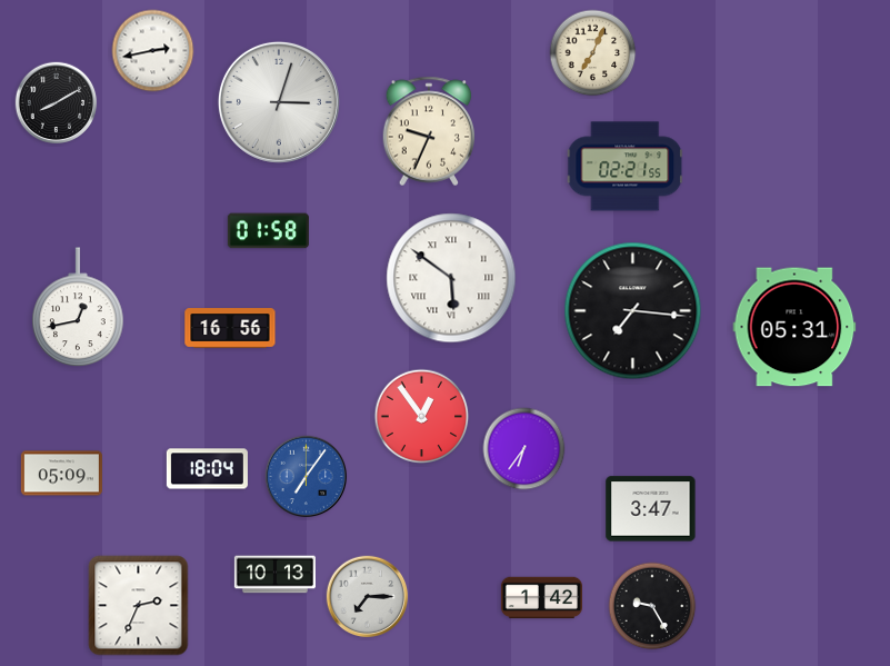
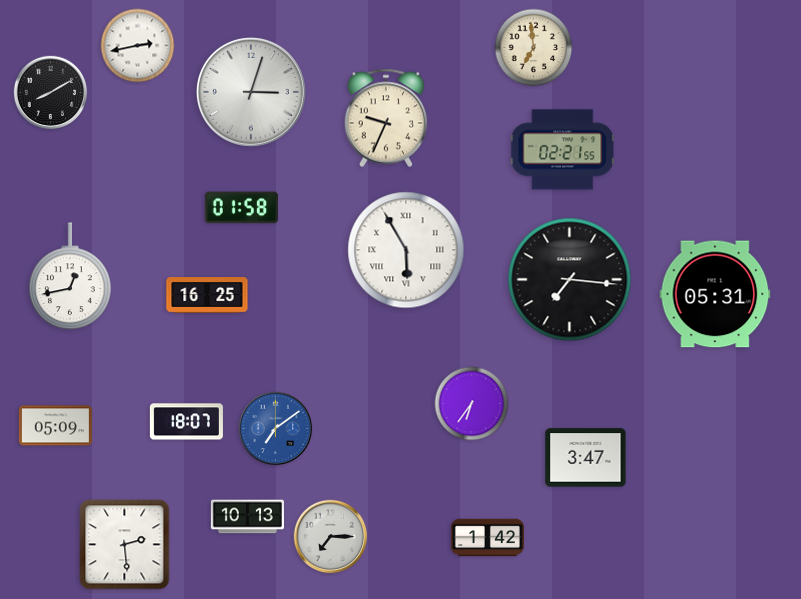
clock at (593, 53): 7:04 -> 6:59
clock at (451, 278): 5:51 -> 5:55
clock at (230, 328): 16:56 -> 16:25
clock at (422, 417): 12:54 -> none
clock at (207, 469): 18:04 -> 18:07
clock at (307, 477): 7:06 -> 7:09
clock at (139, 606): 2:34 -> 2:29
clock at (652, 606): 9:25 -> none
